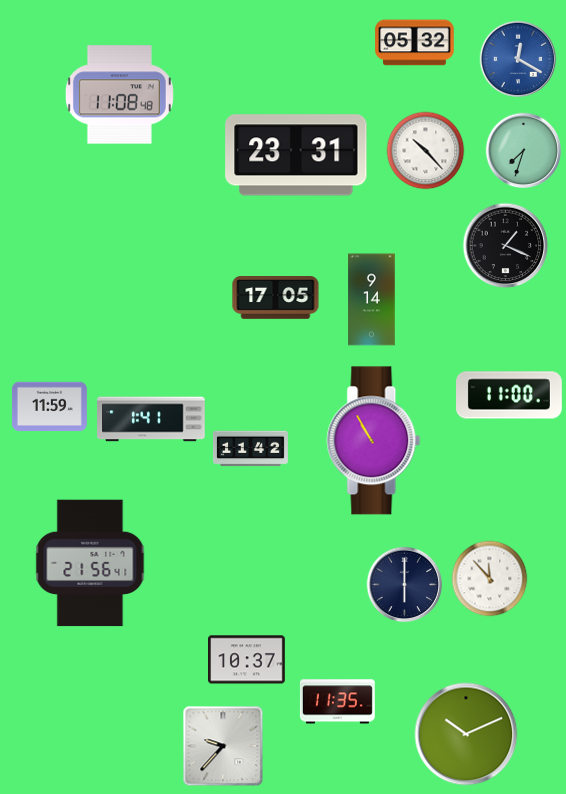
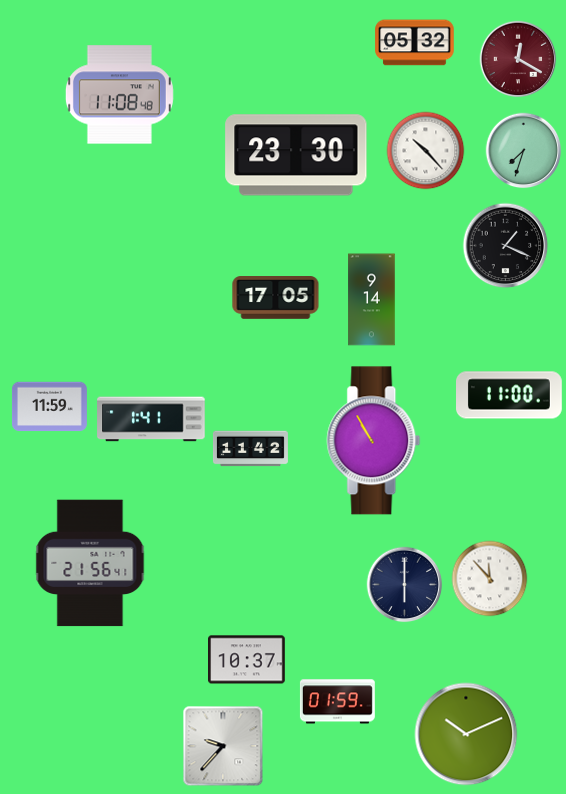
clock at (518, 59) dial: blue -> burgundy
clock at (296, 155): 23:31 -> 23:30
clock at (337, 702): 11:35 -> 01:59
